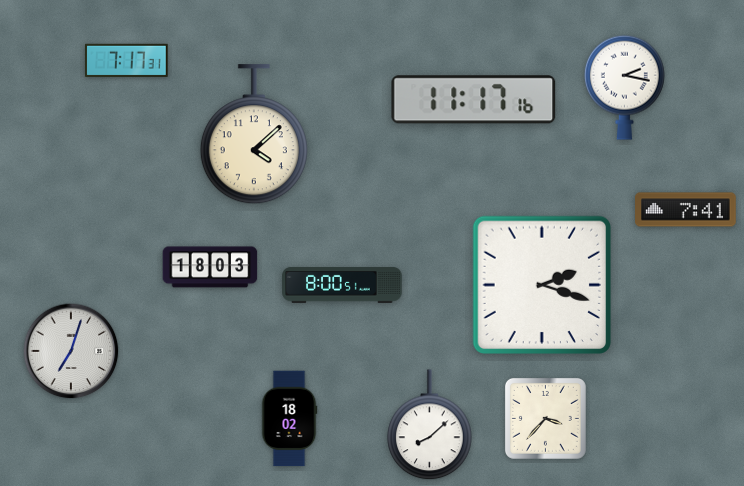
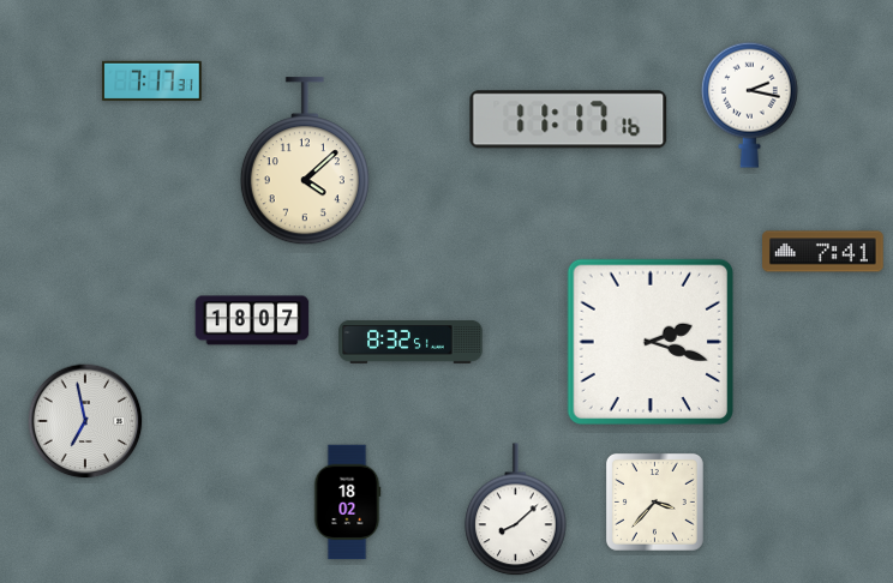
clock at (127, 60) position: (127, 60) -> (152, 80)
clock at (210, 267): 18:03 -> 18:07
clock at (342, 286): 8:00 -> 8:32
clock at (71, 351): 7:03 -> 6:58
